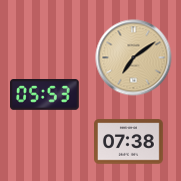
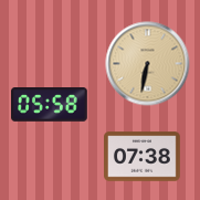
clock at (134, 58): 7:09 -> 6:32
clock at (45, 95): 05:53 -> 05:58
